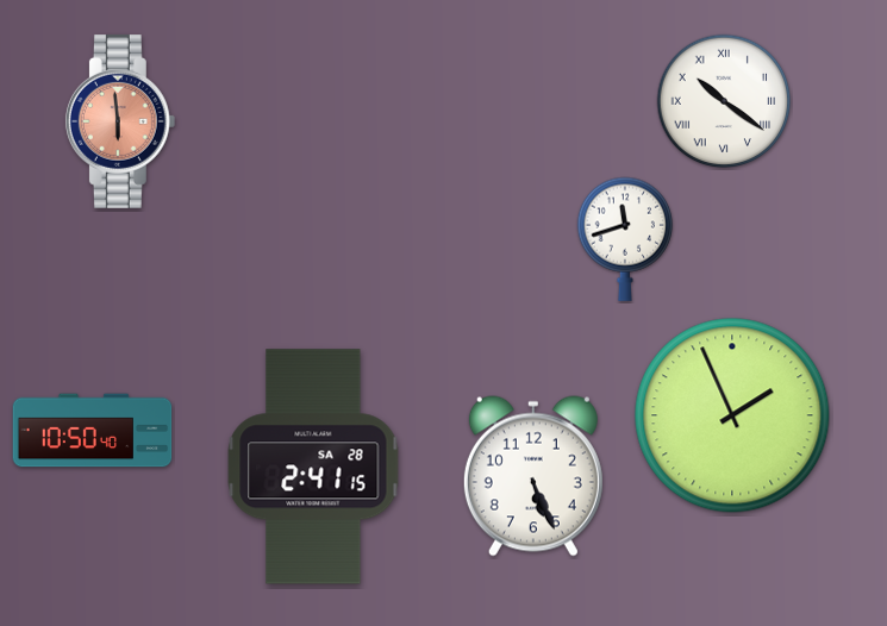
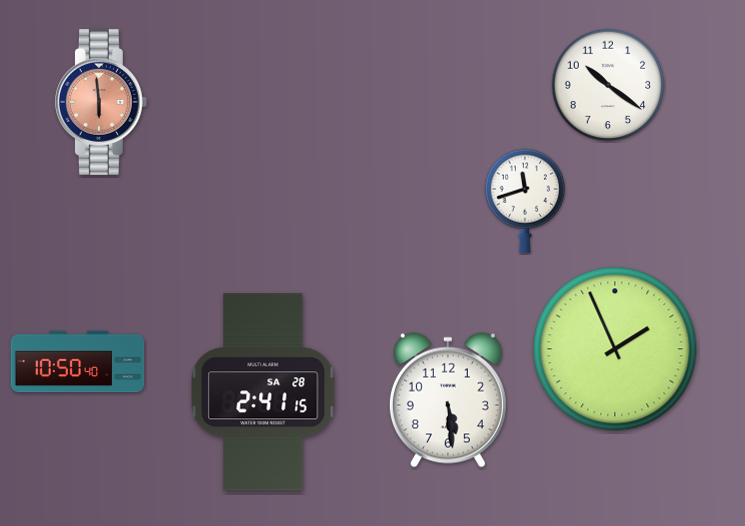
clock at (724, 101) numerals: Roman -> Arabic
clock at (533, 476): 5:26 -> 5:29
